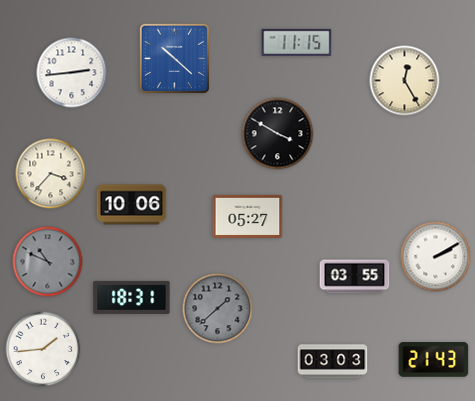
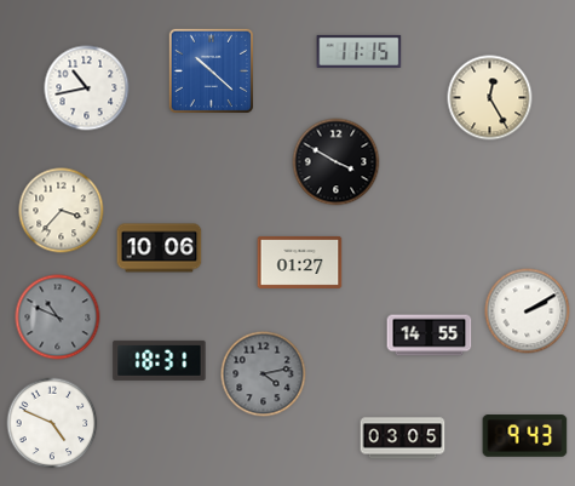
clock at (72, 73): 2:44 -> 10:43
clock at (248, 216): 05:27 -> 01:27
clock at (355, 277): 03:55 -> 14:55
clock at (218, 309): 1:38 -> 4:13
clock at (43, 349): 1:44 -> 4:49
clock at (434, 360): 21:43 -> 9:43
clock at (333, 362): 03:03 -> 03:05
